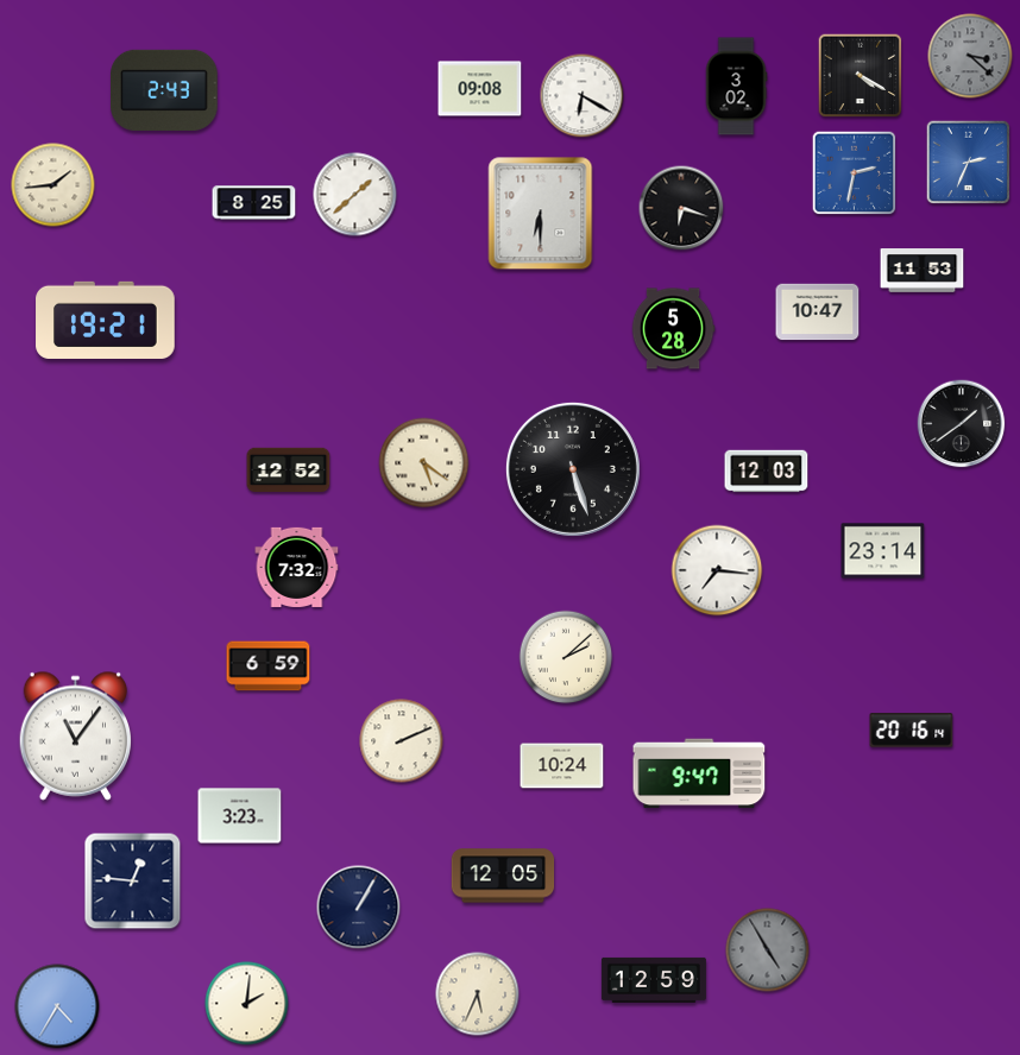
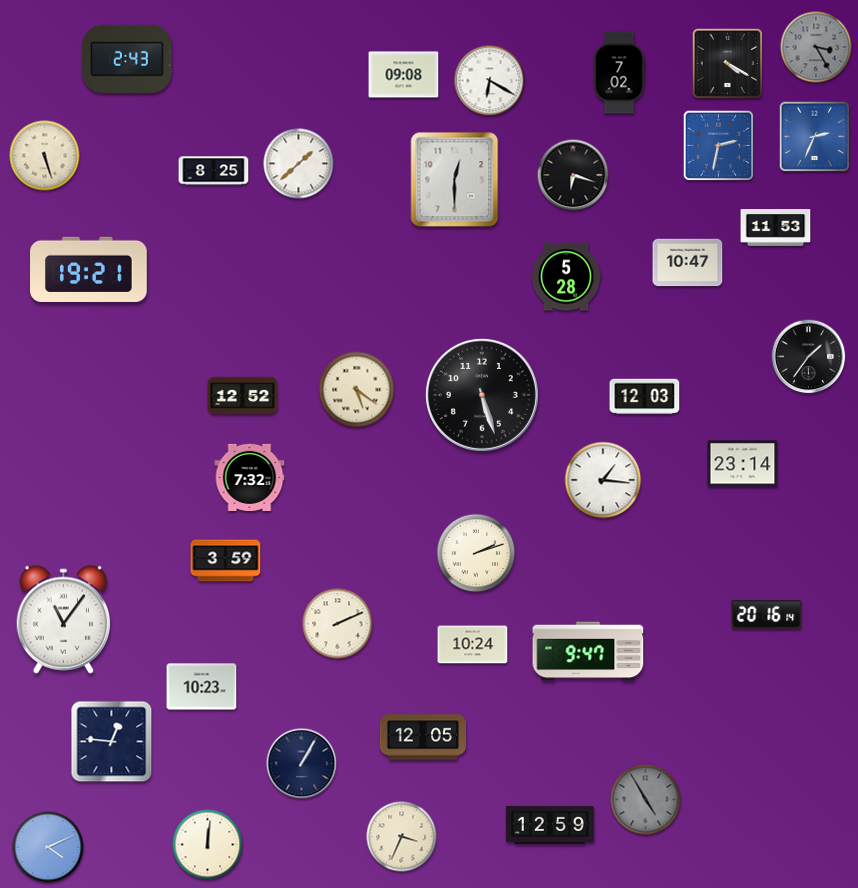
clock at (970, 56): 3:22 -> 3:25
clock at (861, 76) position: (861, 76) -> (728, 64)
clock at (736, 87): 3:02 -> 7:02
clock at (165, 90) position: (165, 90) -> (128, 59)
clock at (53, 185): 1:44 -> 5:27
clock at (541, 214): 6:30 -> 12:30
clock at (962, 424): 1:39 -> 1:36
clock at (717, 570): 7:16 -> 1:16
clock at (566, 657): 2:08 -> 2:12
clock at (269, 667): 6:59 -> 3:59
clock at (240, 816): 3:23 -> 10:23
clock at (478, 994): 5:34 -> 3:34
clock at (247, 1004): 2:01 -> 12:01
clock at (57, 1006): 4:35 -> 4:11
